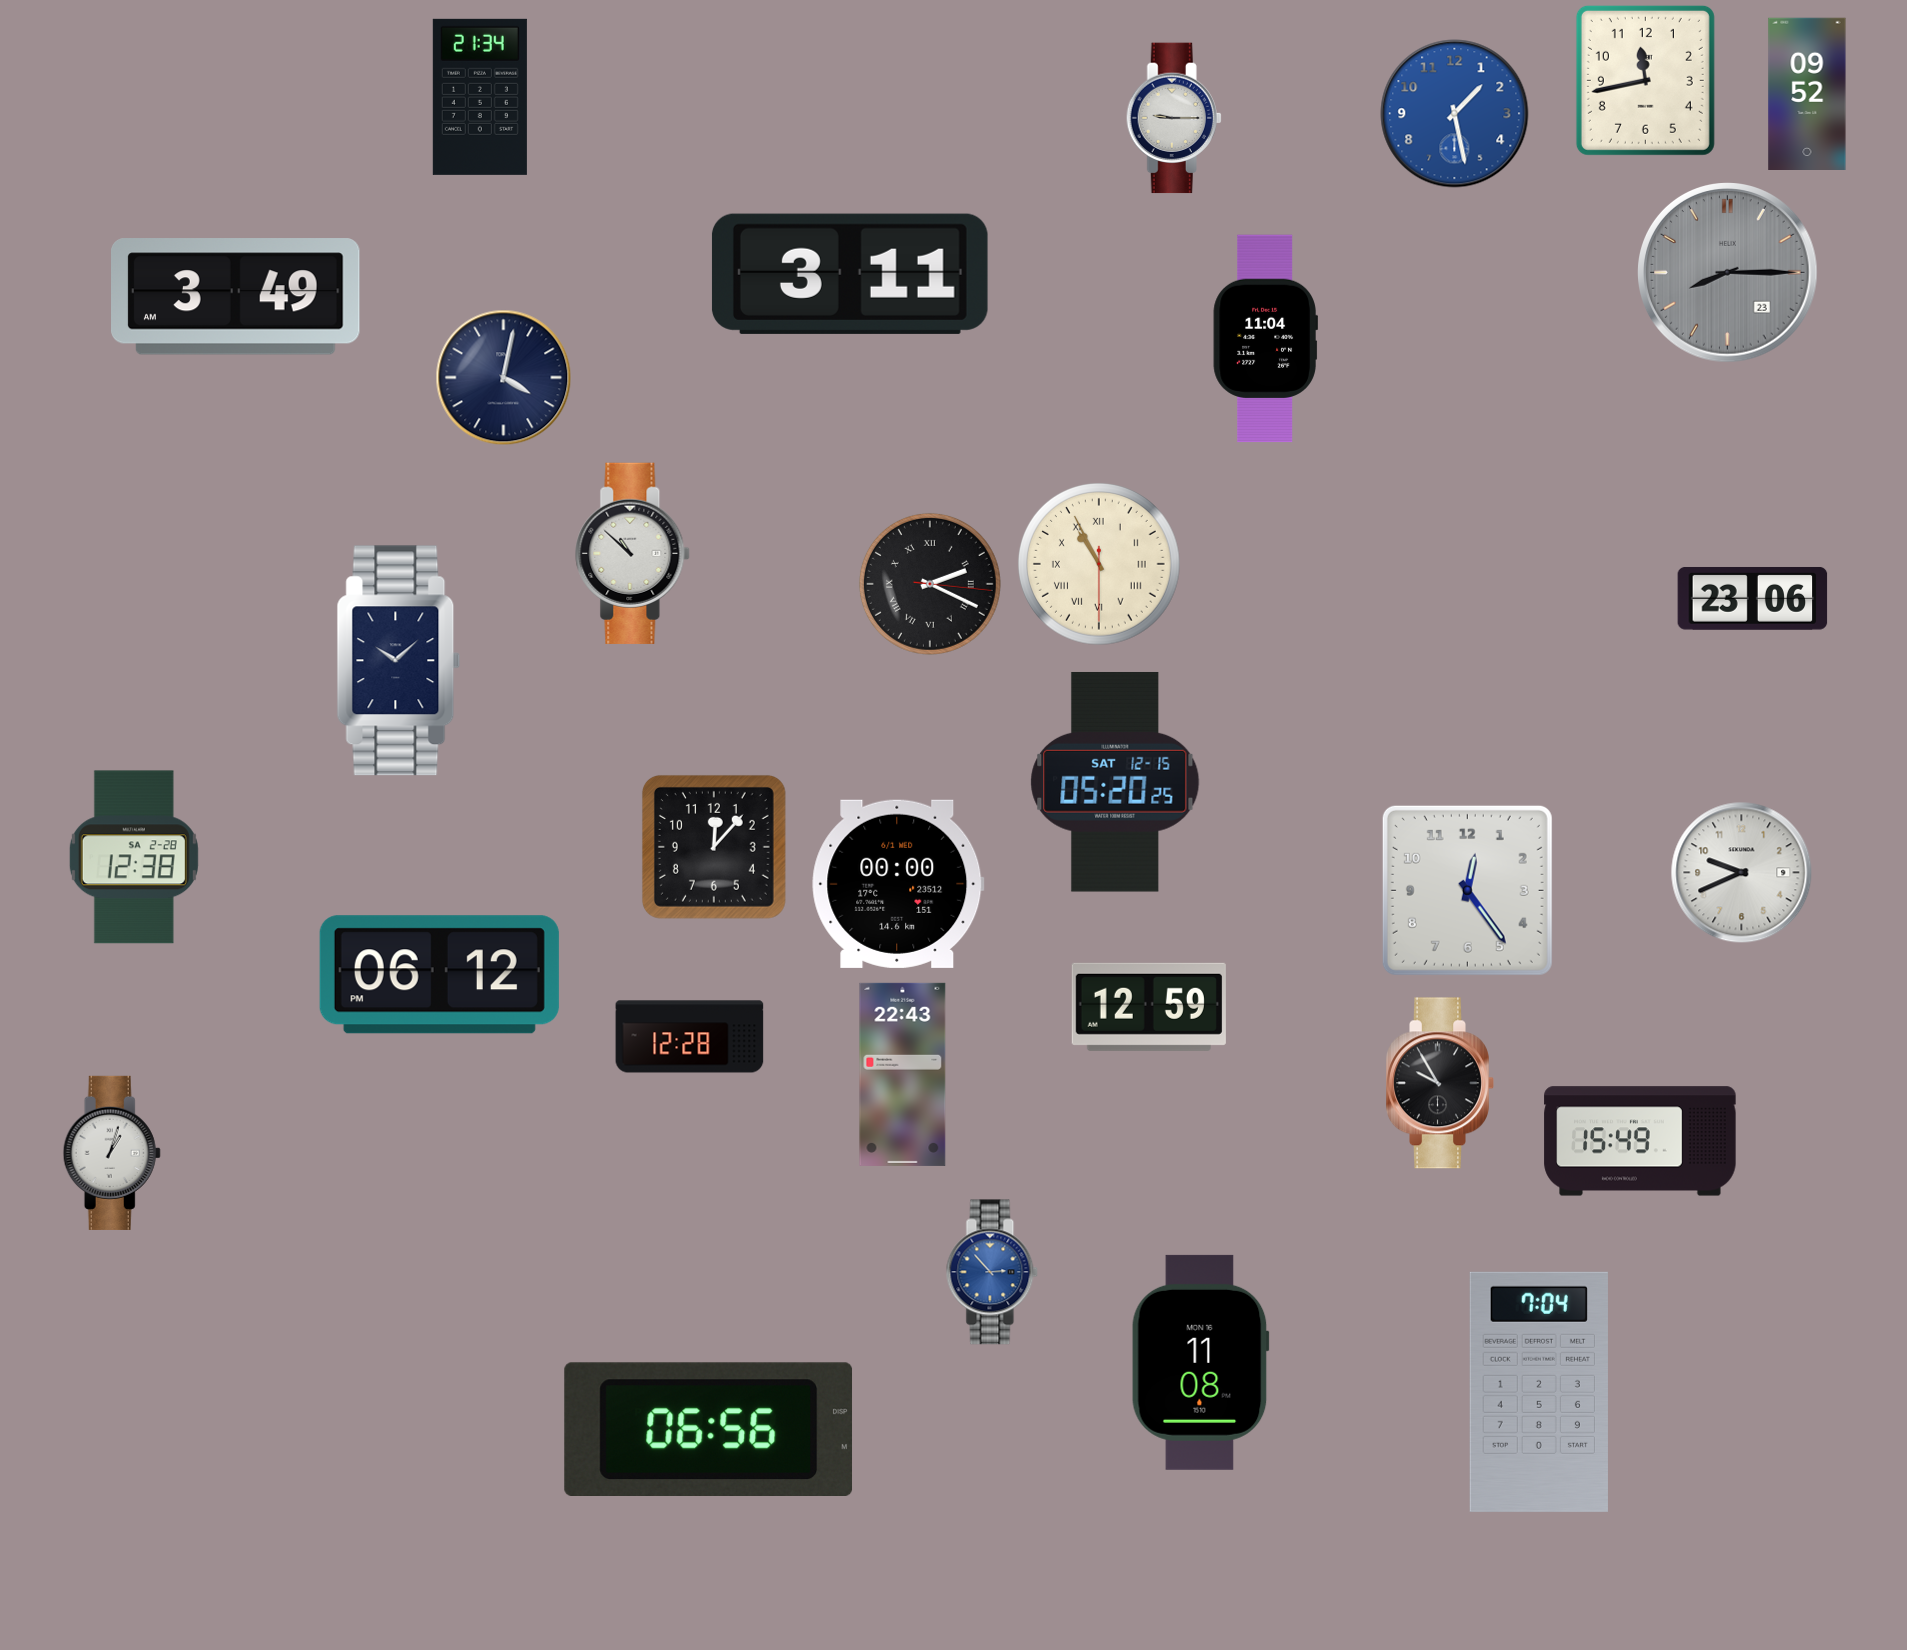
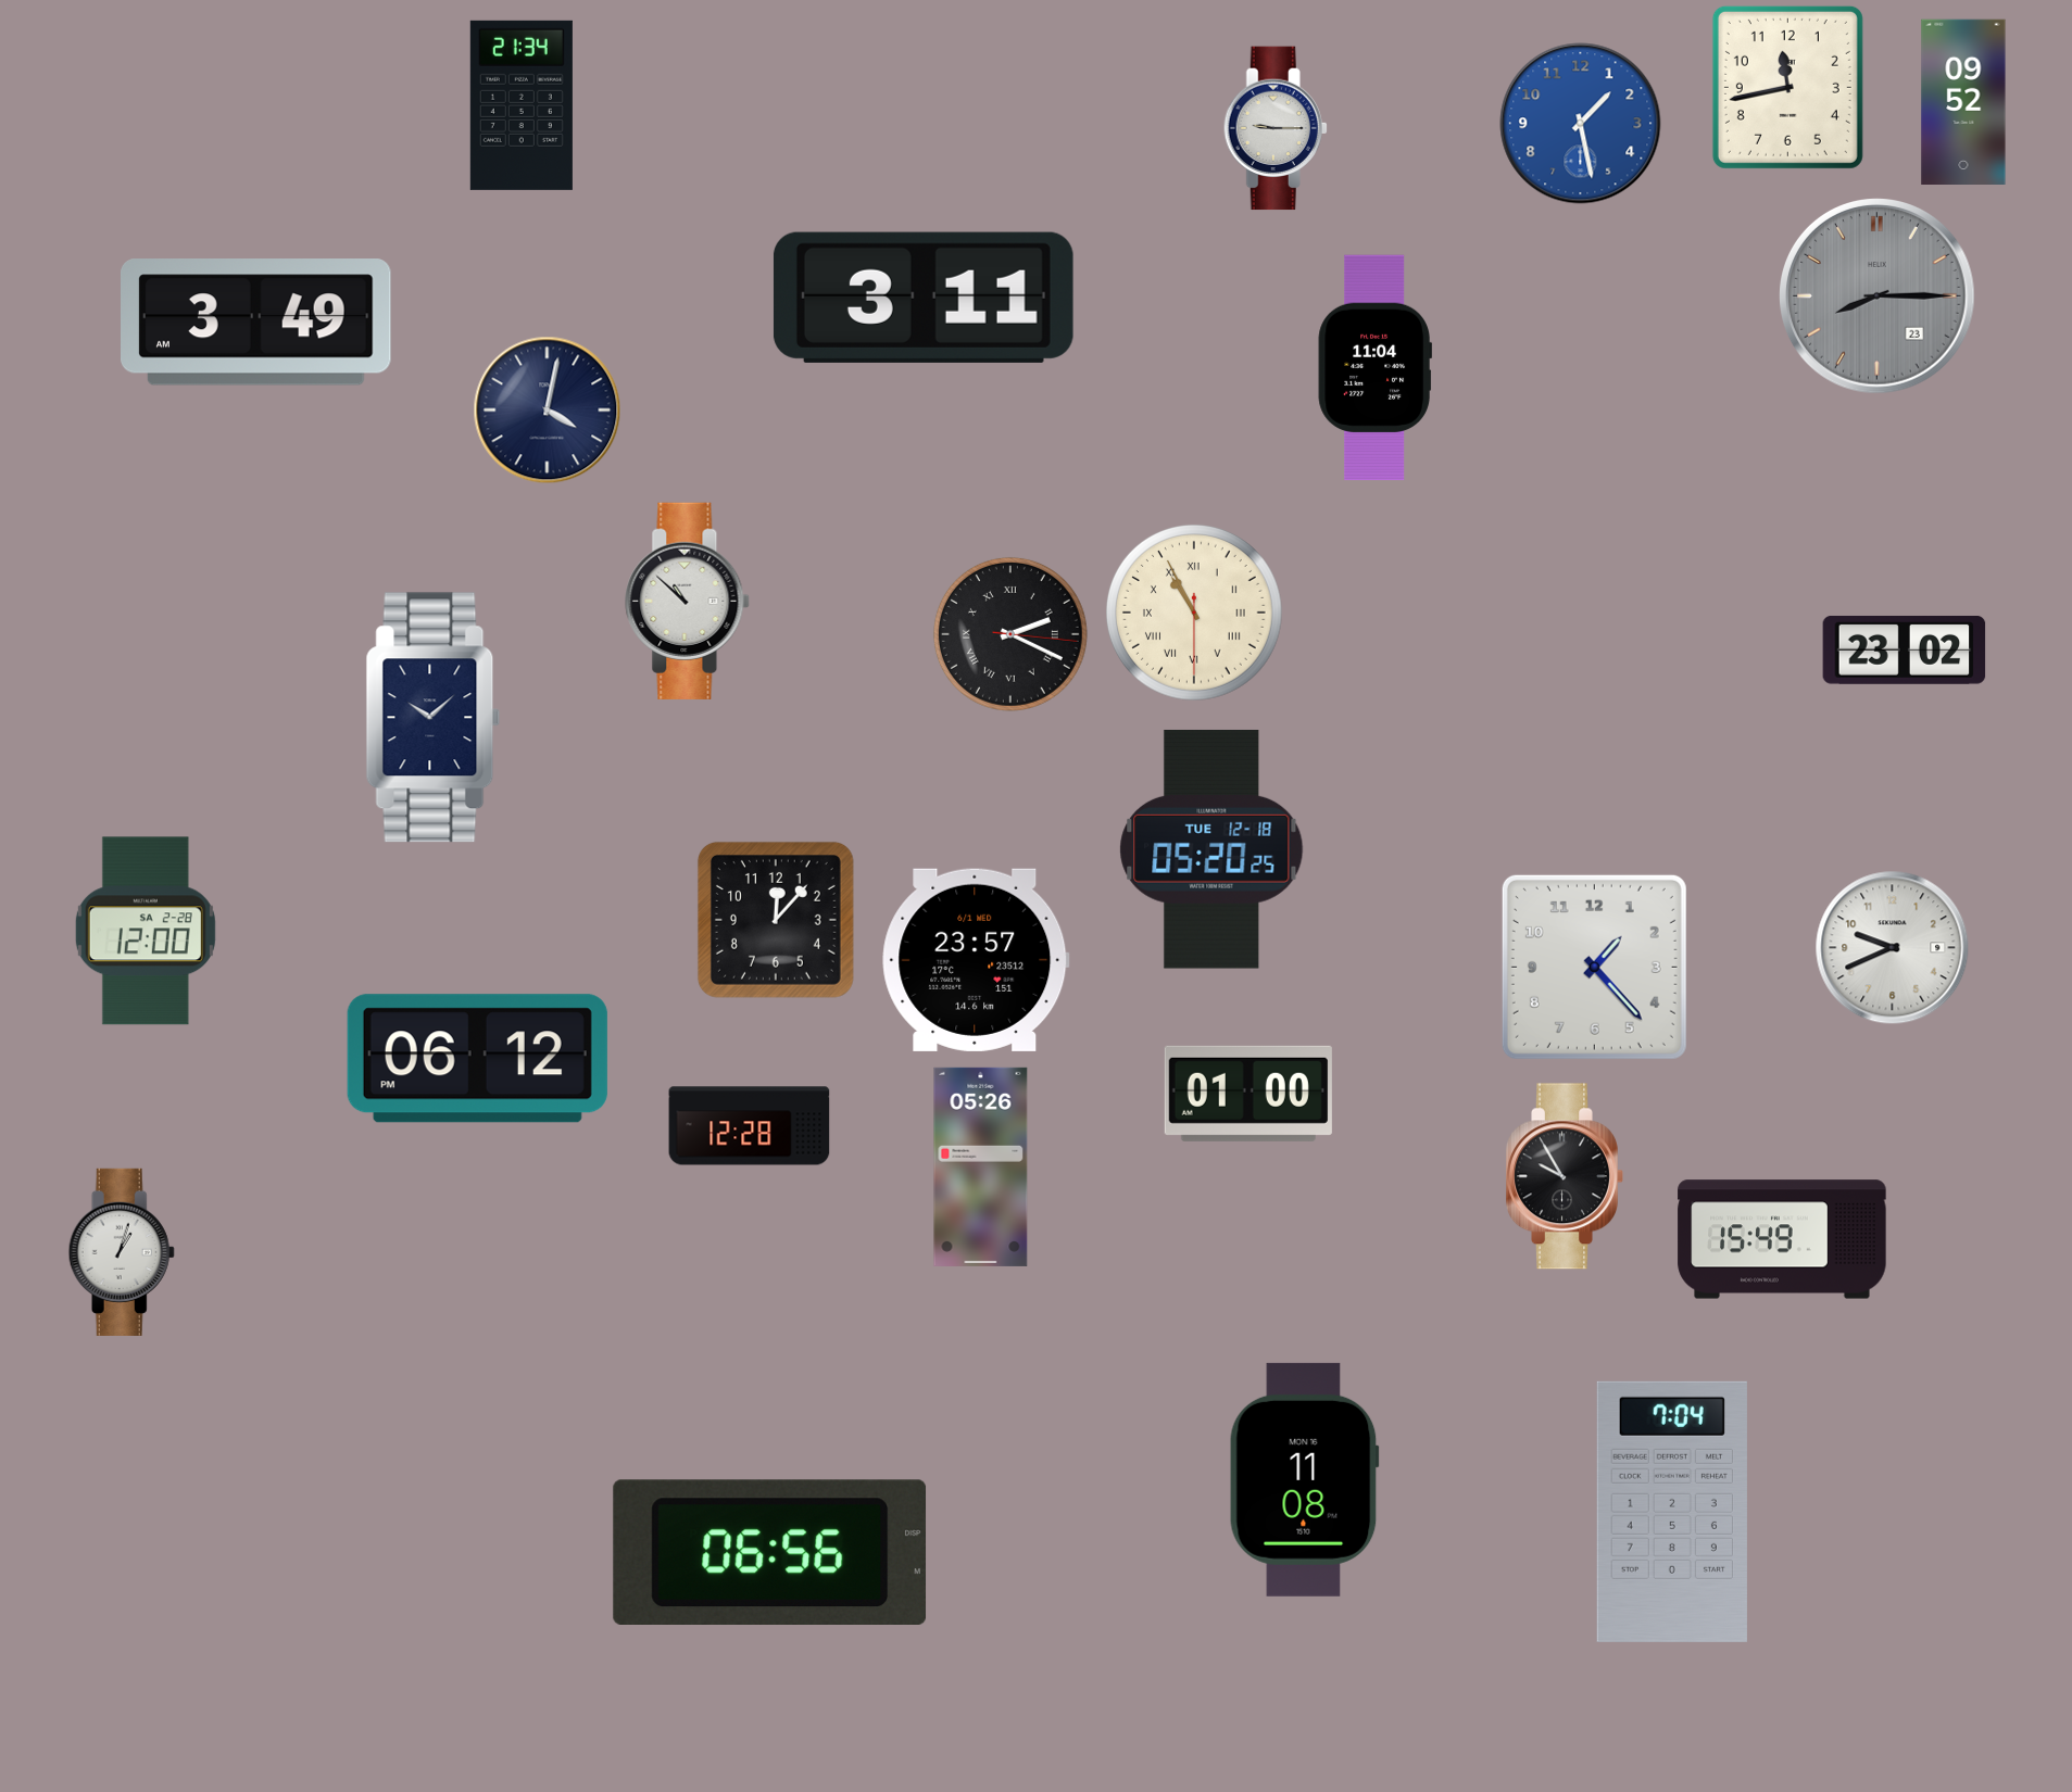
clock at (1753, 598): 23:06 -> 23:02
clock at (1115, 782) date: SAT 12-15 -> TUE 12-18
clock at (134, 857): 12:38 -> 12:00
clock at (898, 884): 00:00 -> 23:57
clock at (1467, 890): 12:24 -> 1:23
clock at (1149, 1007): 12:59 -> 01:00
clock at (903, 1074): 22:43 -> 05:26
clock at (992, 1272): 2:53 -> none
